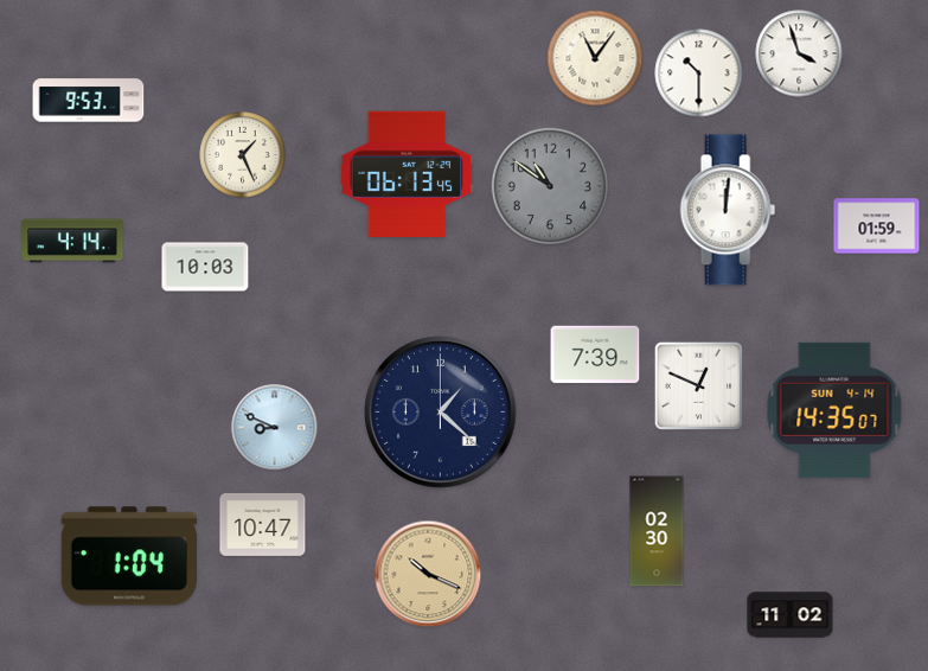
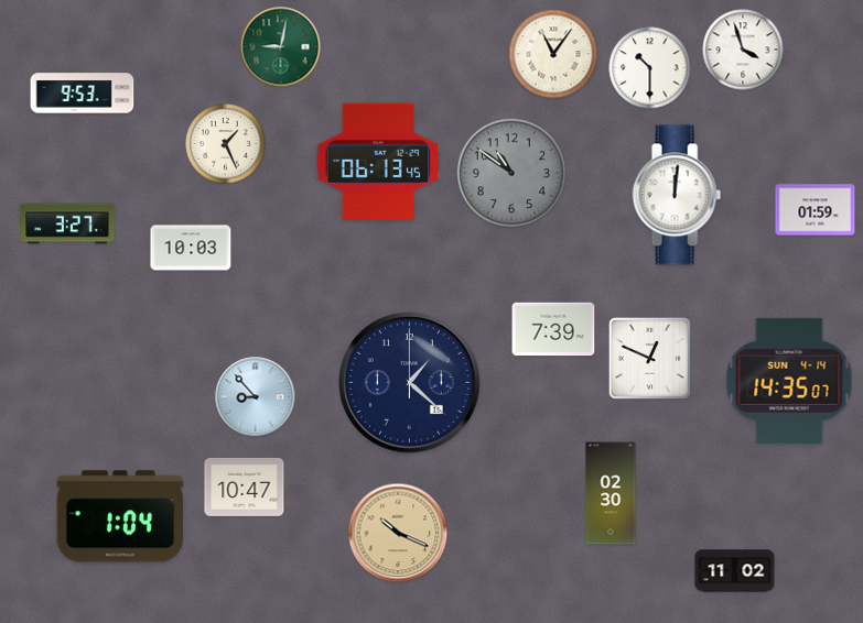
clock at (281, 47): none -> 9:02
clock at (72, 241): 4:14 -> 3:27
clock at (834, 410) position: (834, 410) -> (789, 381)
clock at (275, 428): 8:49 -> 8:53
